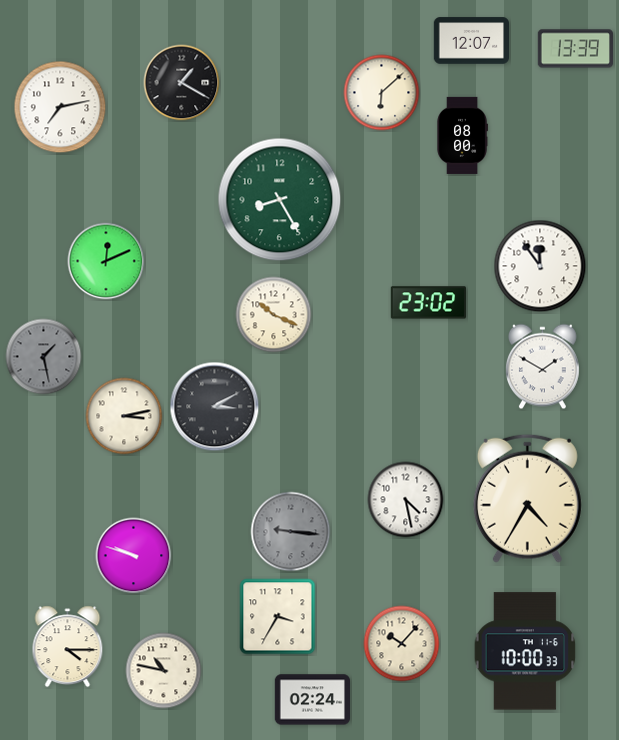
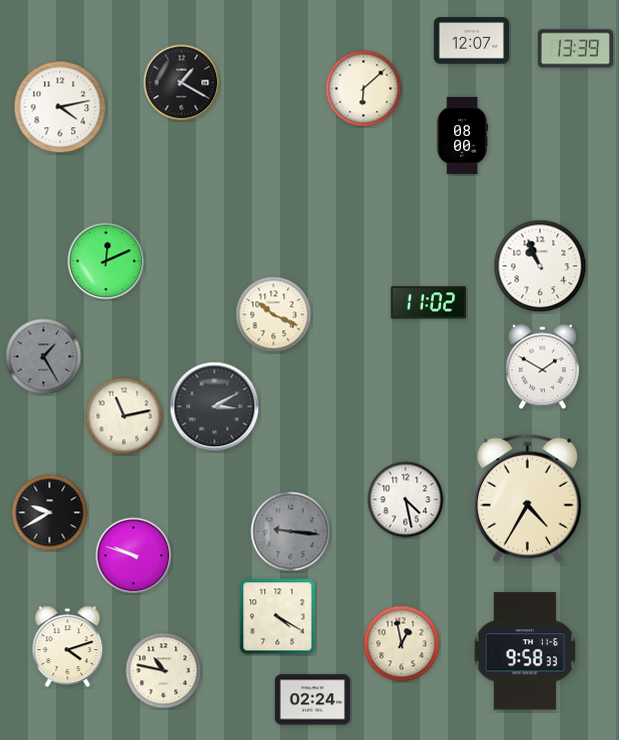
clock at (382, 93) position: (382, 93) -> (364, 89)
clock at (60, 107): 7:13 -> 4:13
clock at (280, 200): 8:25 -> none
clock at (540, 266): 11:54 -> 10:56
clock at (428, 303): 23:02 -> 11:02
clock at (44, 357): 1:28 -> 1:25
clock at (124, 416): 3:13 -> 11:13
clock at (50, 513): none -> 9:40
clock at (278, 617): 3:35 -> 4:20
clock at (402, 644): 10:07 -> 12:58
clock at (68, 647): 4:15 -> 4:12
clock at (525, 651): 10:00 -> 9:58
